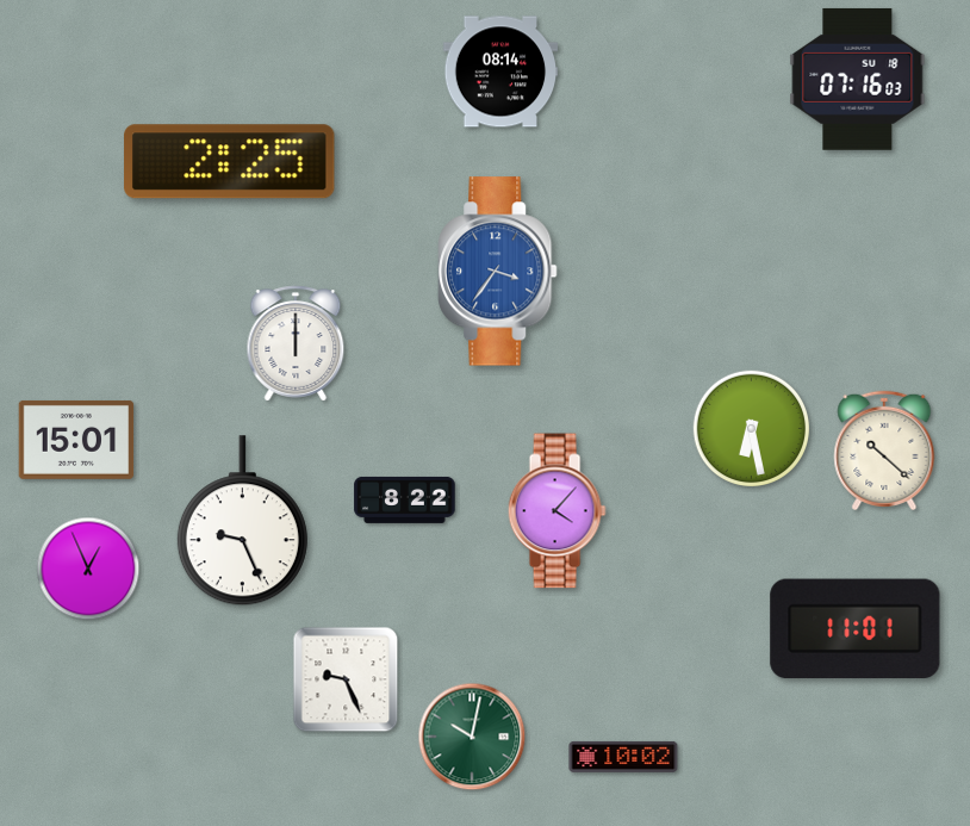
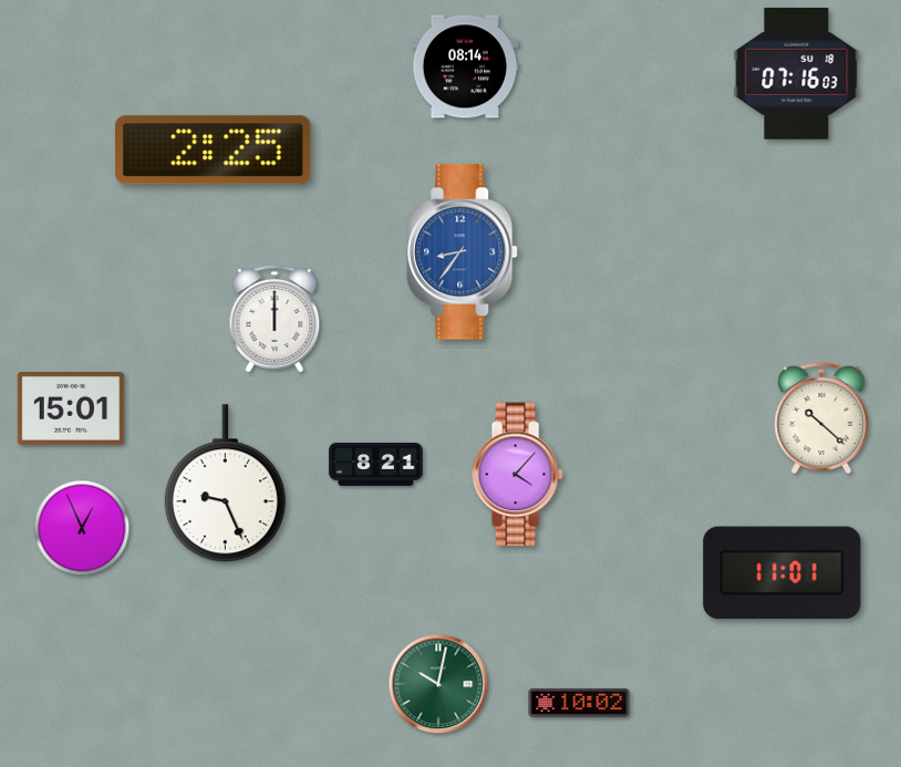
clock at (498, 272): 3:36 -> 8:36
clock at (752, 429): 6:28 -> none
clock at (405, 499): 8:22 -> 8:21
clock at (856, 629) position: (856, 629) -> (783, 573)
clock at (346, 679): 9:26 -> none
